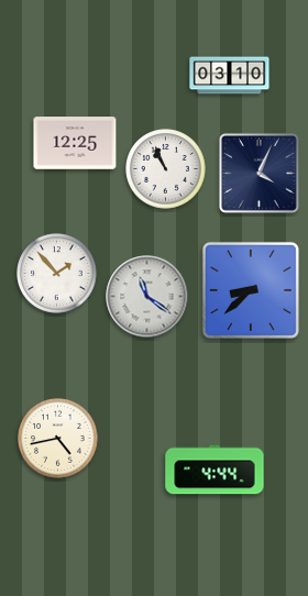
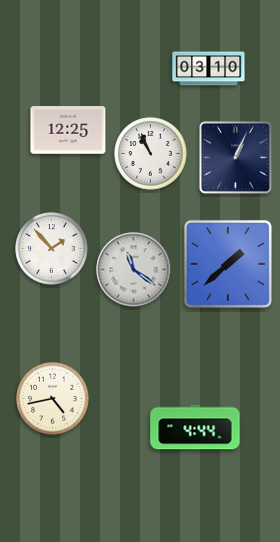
clock at (258, 173): 4:04 -> 1:04
clock at (251, 290): 8:38 -> 1:38
